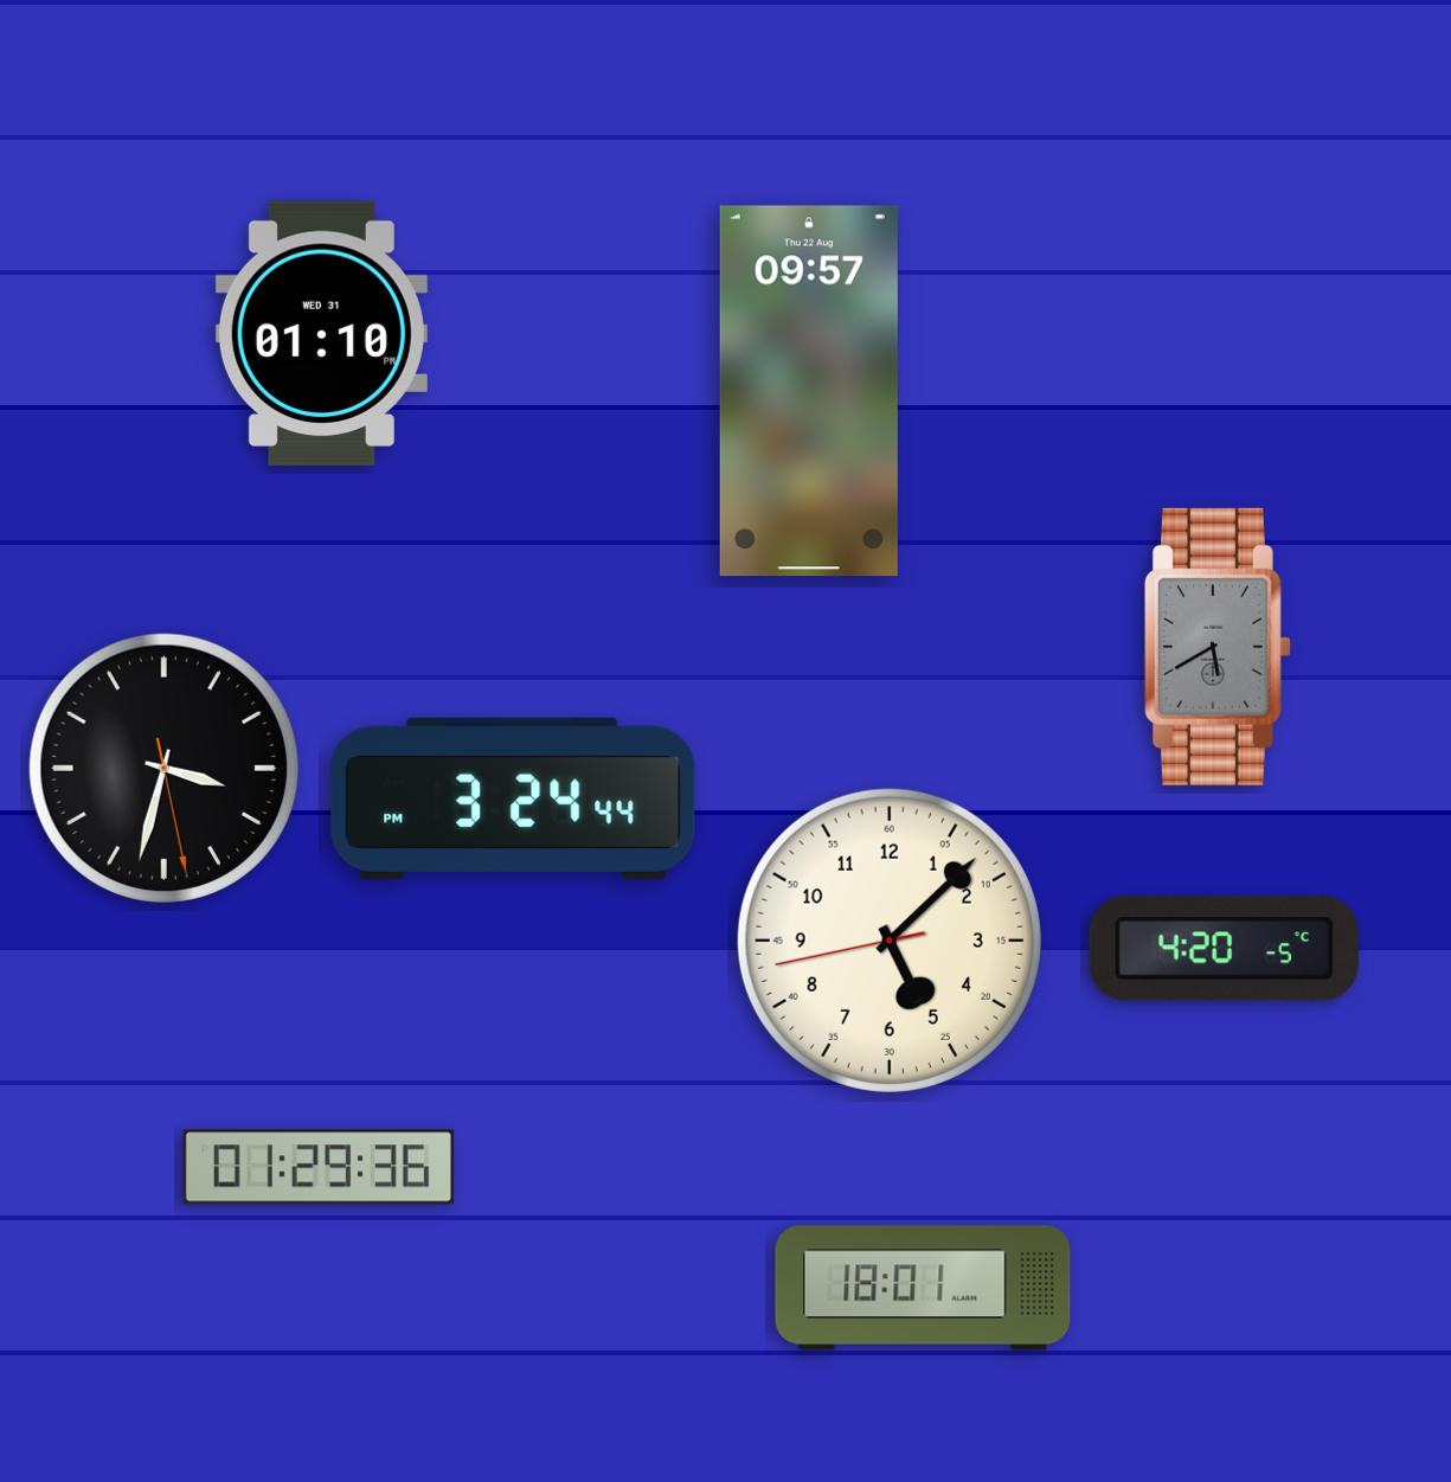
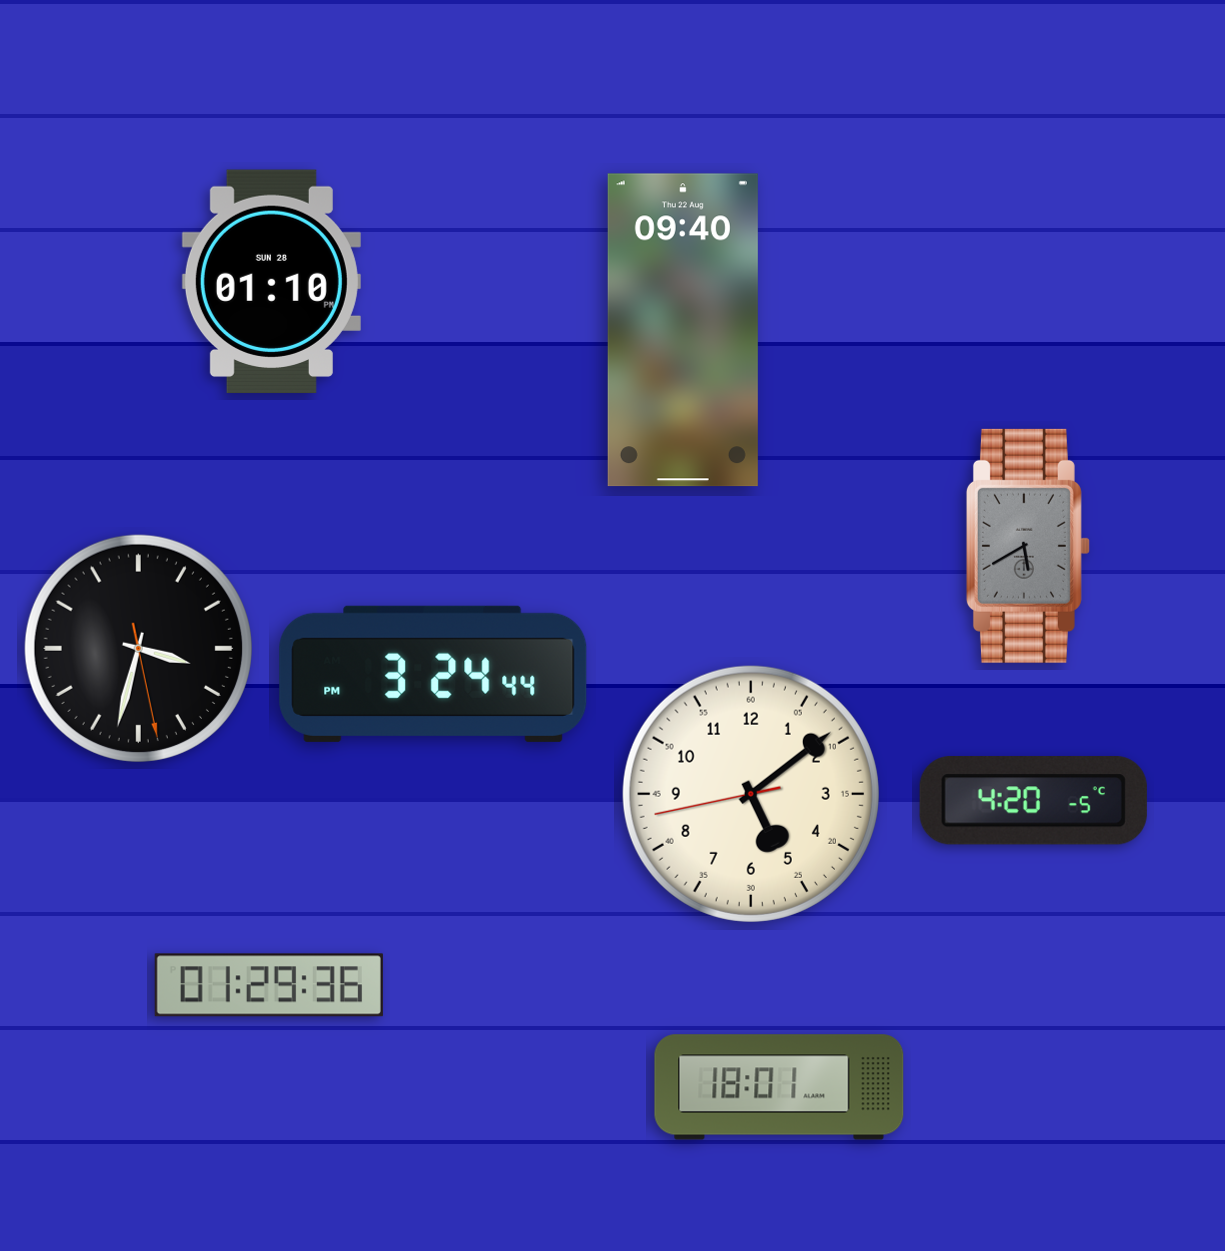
clock at (321, 334) date: WED 31 -> SUN 28
clock at (809, 391): 09:57 -> 09:40
clock at (890, 941): 5:07 -> 5:08
